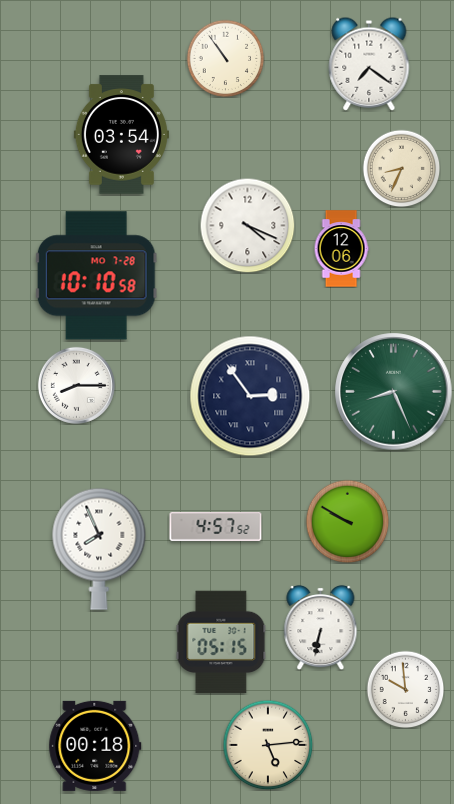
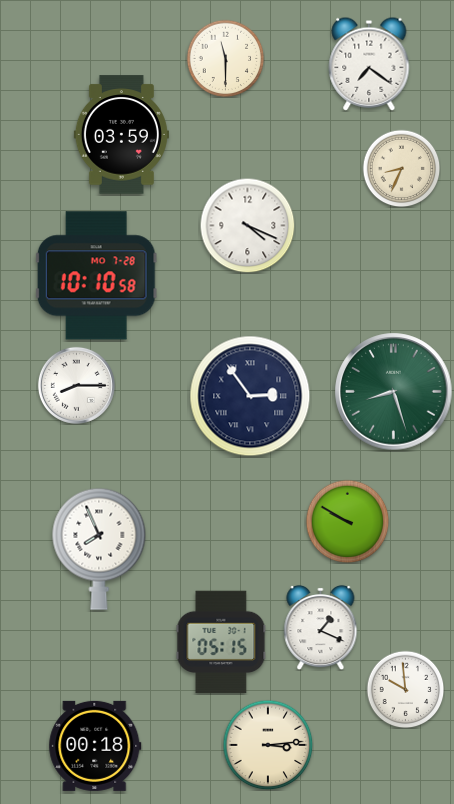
clock at (225, 58): 10:54 -> 11:30
clock at (121, 135): 03:54 -> 03:59
clock at (341, 249): 12:06 -> none
clock at (394, 392): 8:26 -> 8:27
clock at (216, 526): 4:57 -> none
clock at (321, 627): 6:32 -> 1:19
clock at (268, 745): 5:14 -> 3:14
